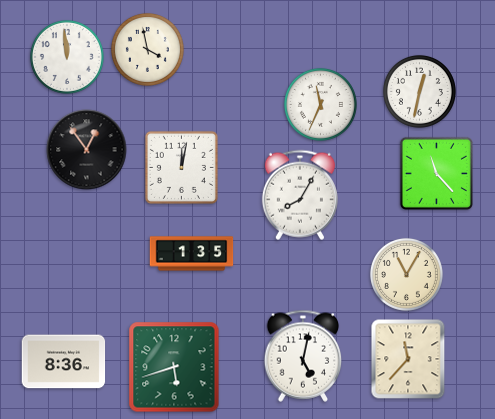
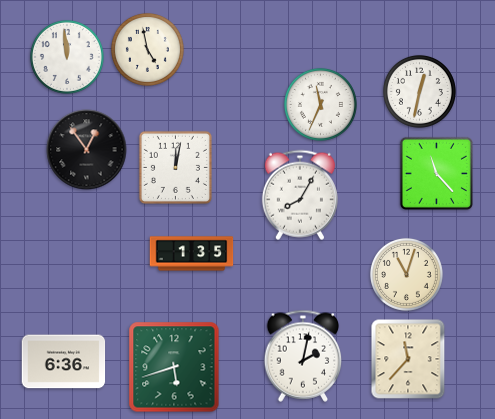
clock at (147, 49): 3:58 -> 4:58
clock at (181, 167) position: (181, 167) -> (175, 167)
clock at (406, 274): 11:05 -> 11:03
clock at (303, 356): 5:02 -> 2:02
clock at (64, 362): 8:36 -> 6:36
